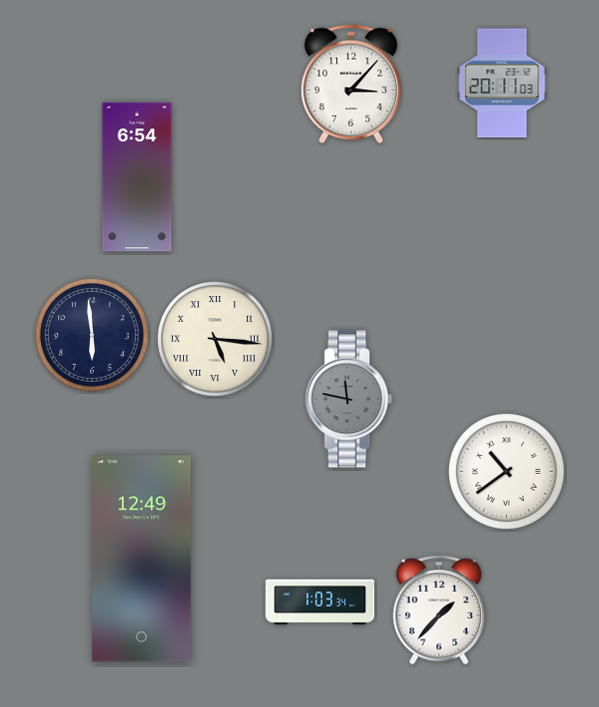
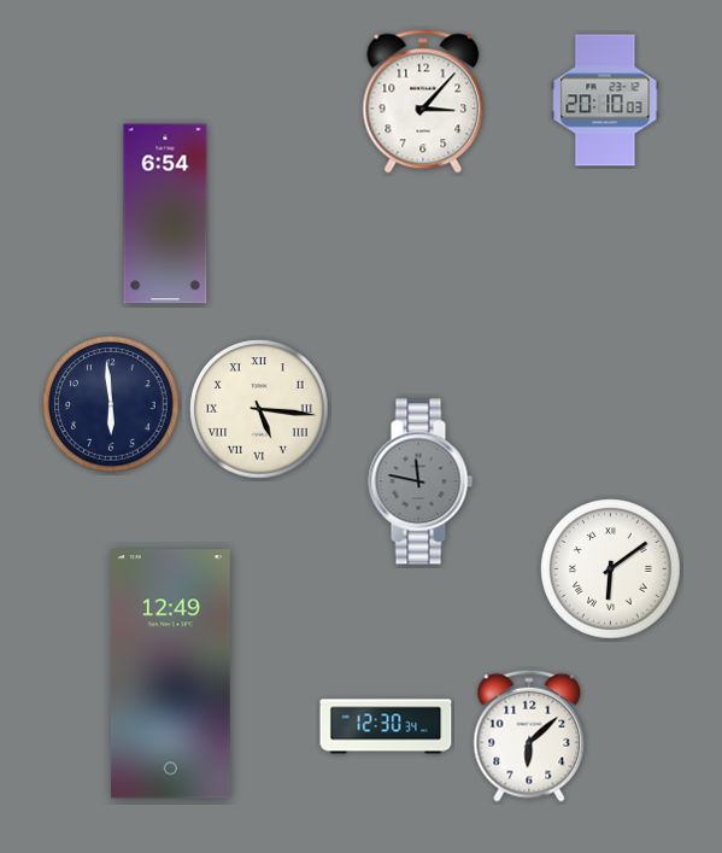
clock at (502, 83): 20:11 -> 20:10
clock at (507, 472): 10:39 -> 6:09
clock at (320, 602): 1:03 -> 12:30
clock at (439, 610): 1:37 -> 6:08
